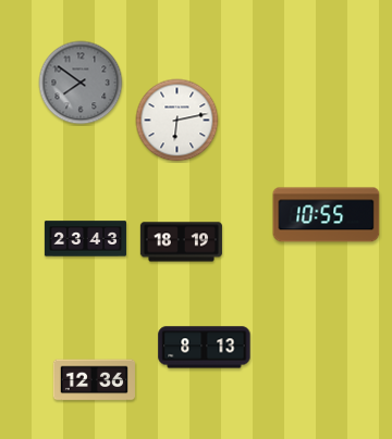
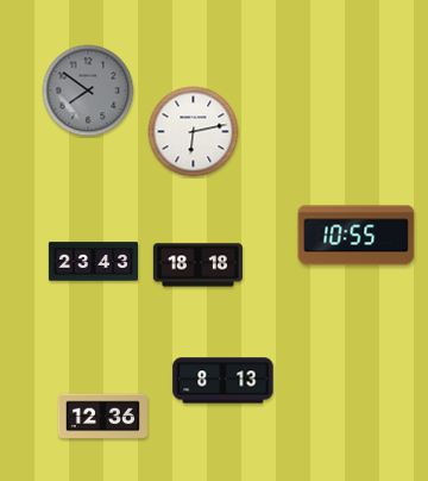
clock at (181, 242): 18:19 -> 18:18
